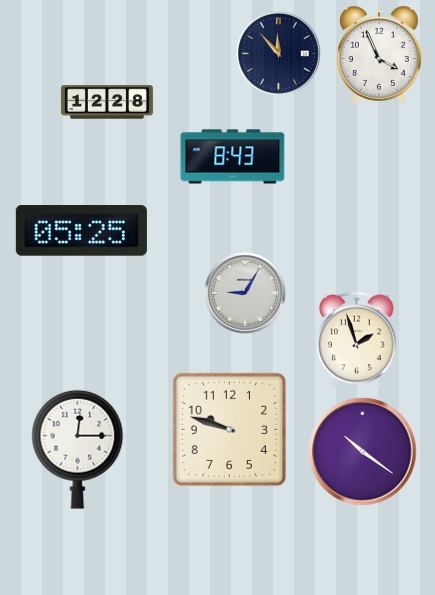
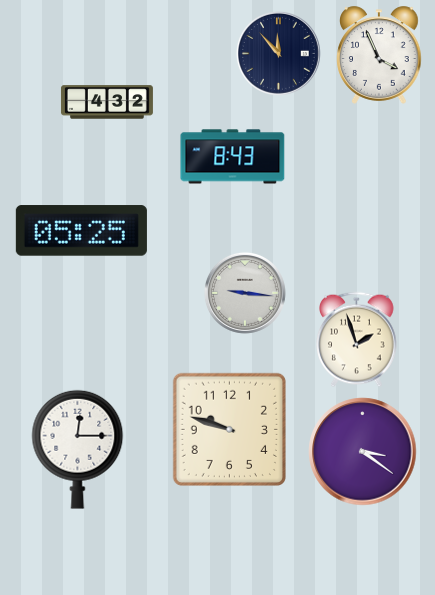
clock at (107, 102): 12:28 -> 4:32
clock at (245, 293): 9:05 -> 9:16
clock at (363, 452): 10:21 -> 3:21
